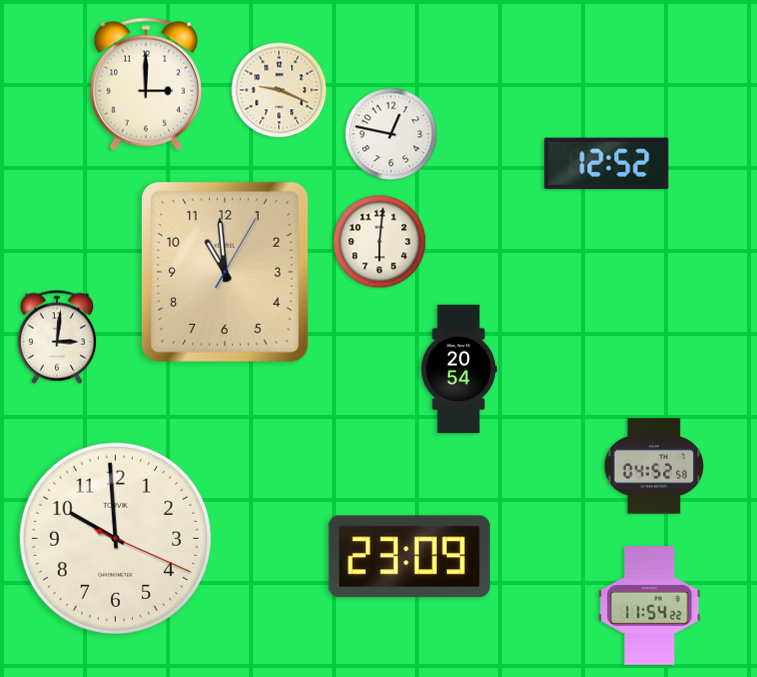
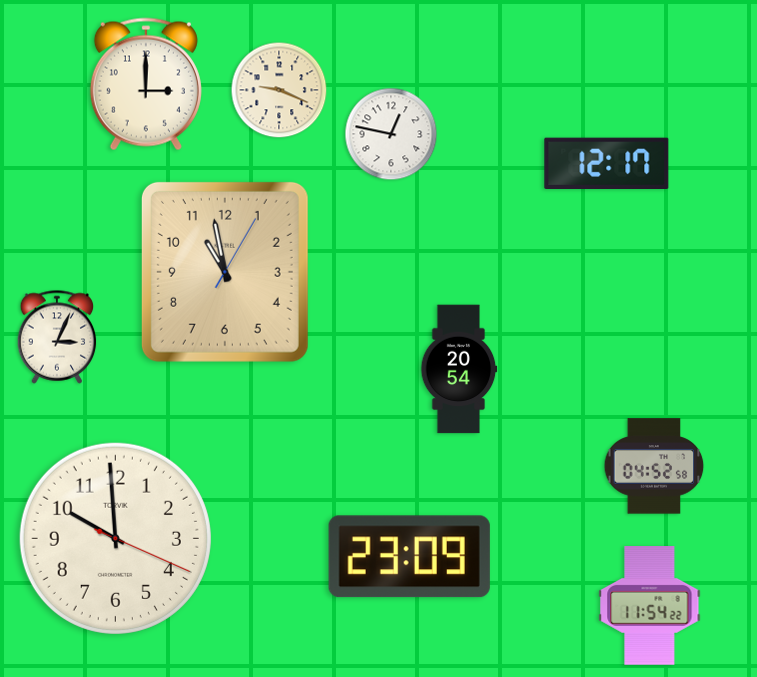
clock at (607, 163): 12:52 -> 12:17
clock at (380, 242): 6:01 -> none
clock at (225, 272): 10:59 -> 10:58
clock at (57, 337): 3:01 -> 3:04
